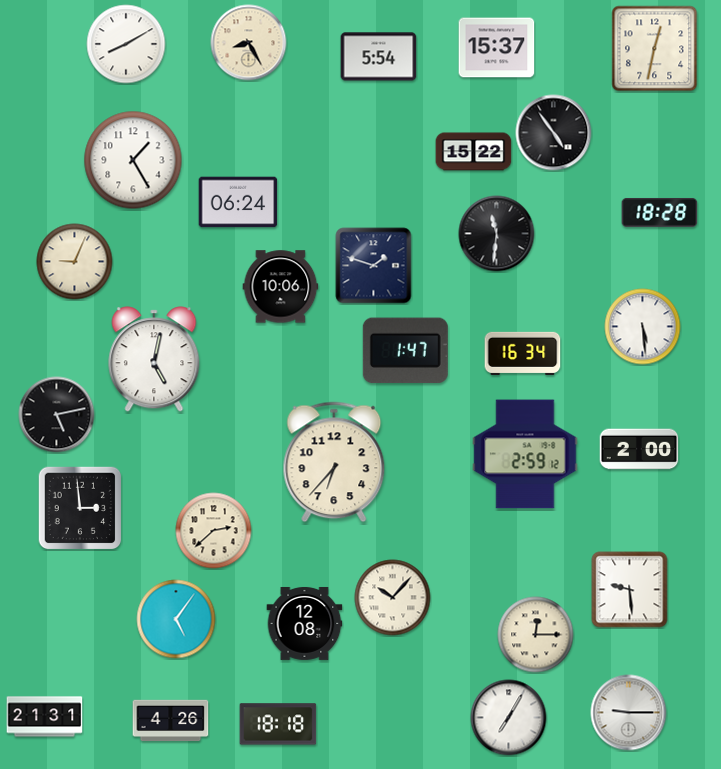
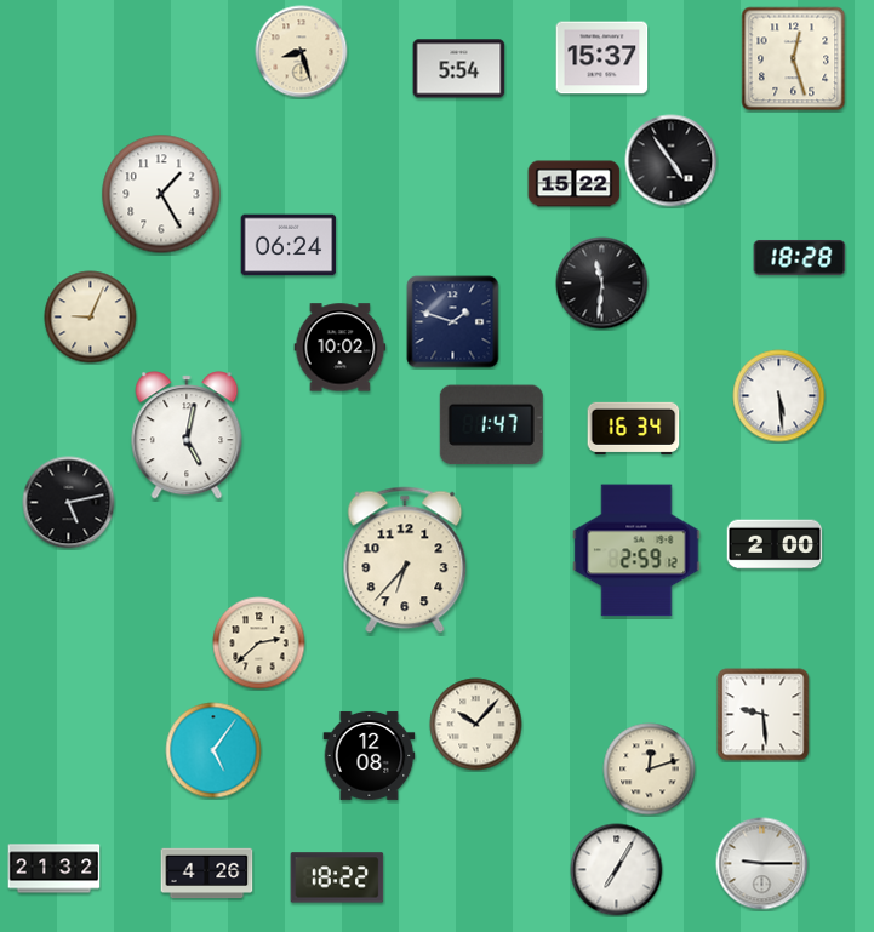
clock at (249, 43): 8:25 -> 8:27
clock at (126, 44): 8:10 -> none
clock at (655, 49): 12:32 -> 12:27
clock at (281, 287): 10:06 -> 10:02
clock at (80, 508): 2:59 -> none
clock at (536, 635): 12:15 -> 12:12
clock at (45, 717): 21:31 -> 21:32
clock at (278, 724): 18:18 -> 18:22
